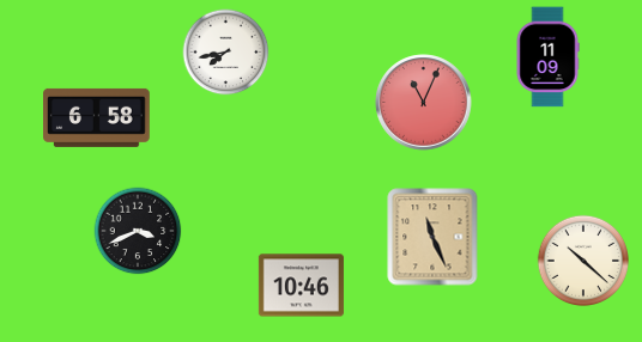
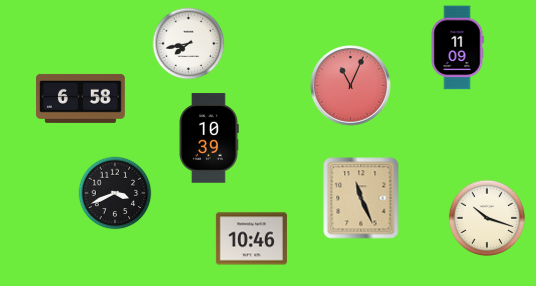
clock at (424, 103) position: (424, 103) -> (351, 86)
clock at (209, 138): none -> 10:39
clock at (583, 261): 10:22 -> 10:18
